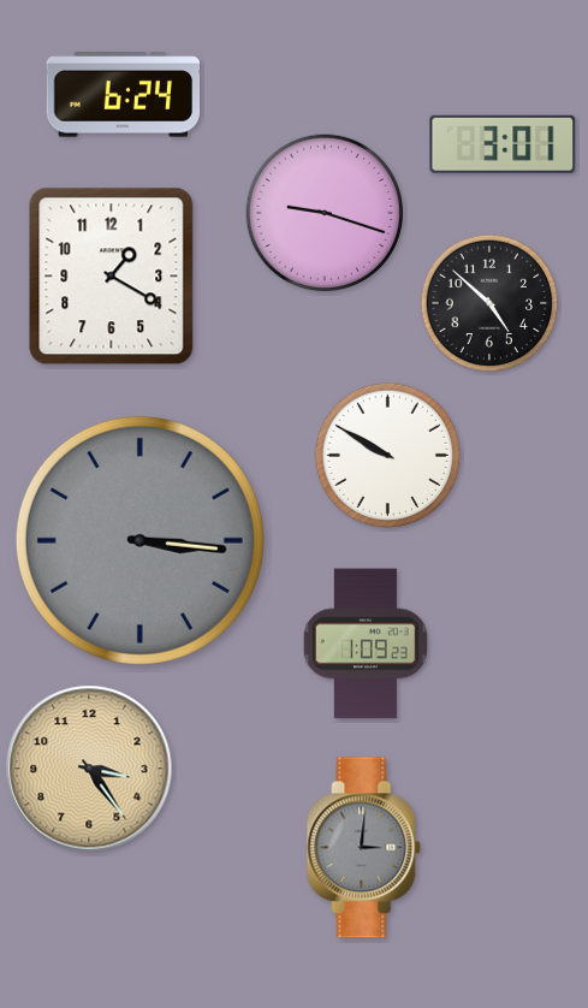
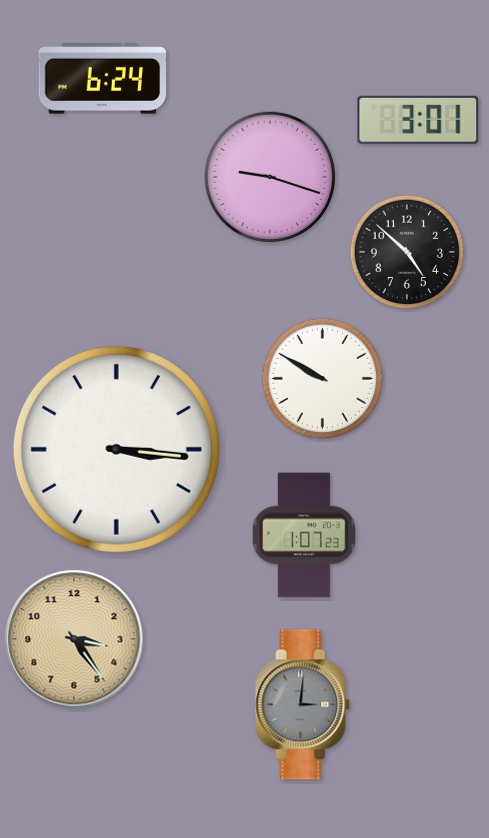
clock at (112, 277): 1:20 -> none
clock at (139, 540) dial: grey -> white
clock at (366, 644): 1:09 -> 1:07
